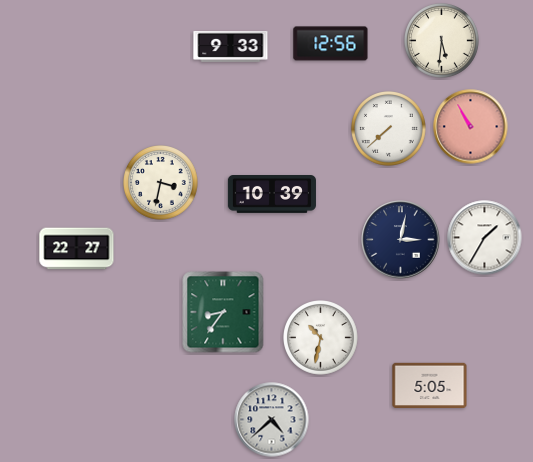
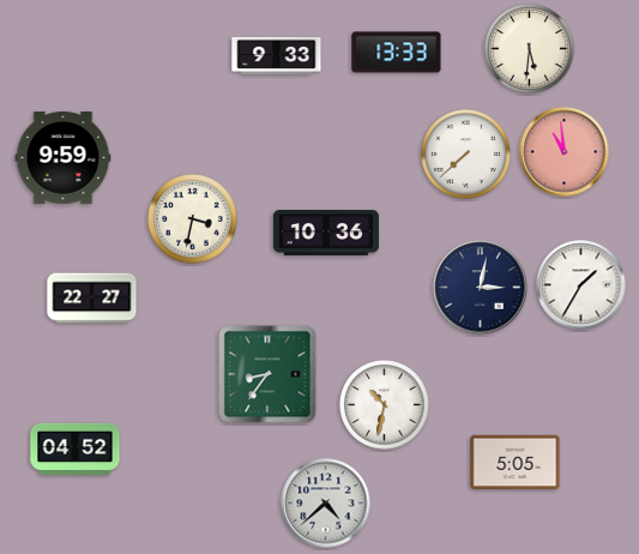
clock at (331, 44): 12:56 -> 13:33
clock at (471, 127): 10:55 -> 10:59
clock at (64, 157): none -> 9:59
clock at (272, 195): 10:39 -> 10:36
clock at (76, 448): none -> 04:52
